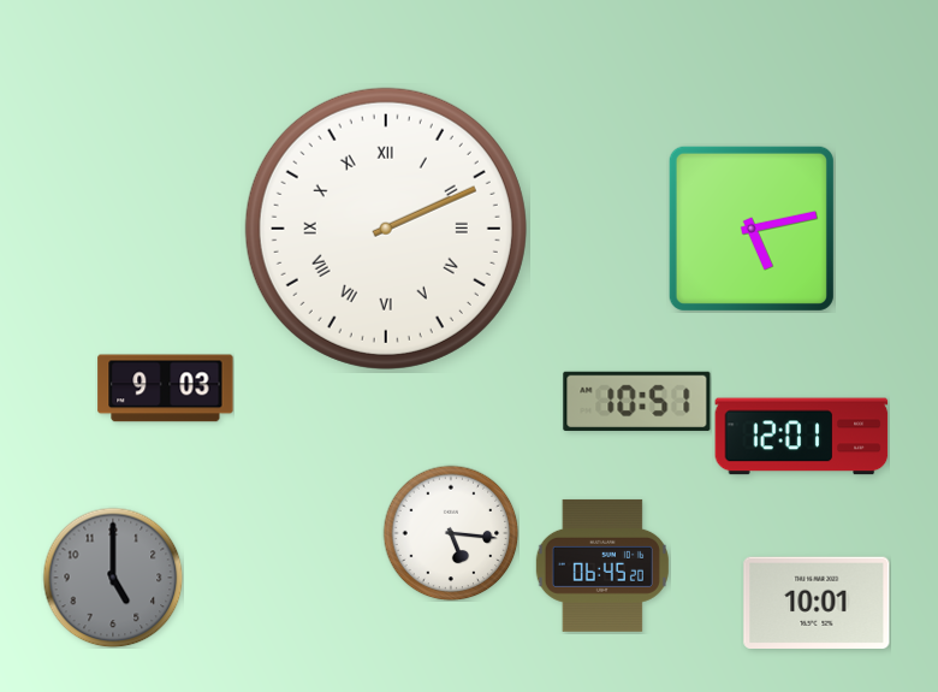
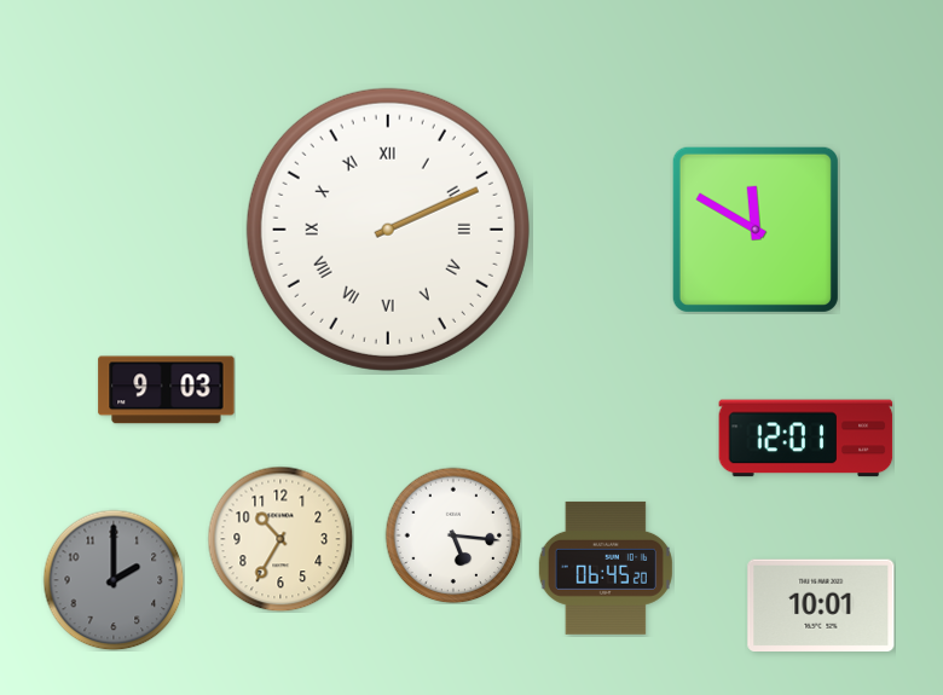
clock at (752, 229): 5:13 -> 11:50
clock at (637, 401): 10:51 -> none
clock at (280, 539): none -> 10:35
clock at (113, 578): 5:00 -> 2:00
